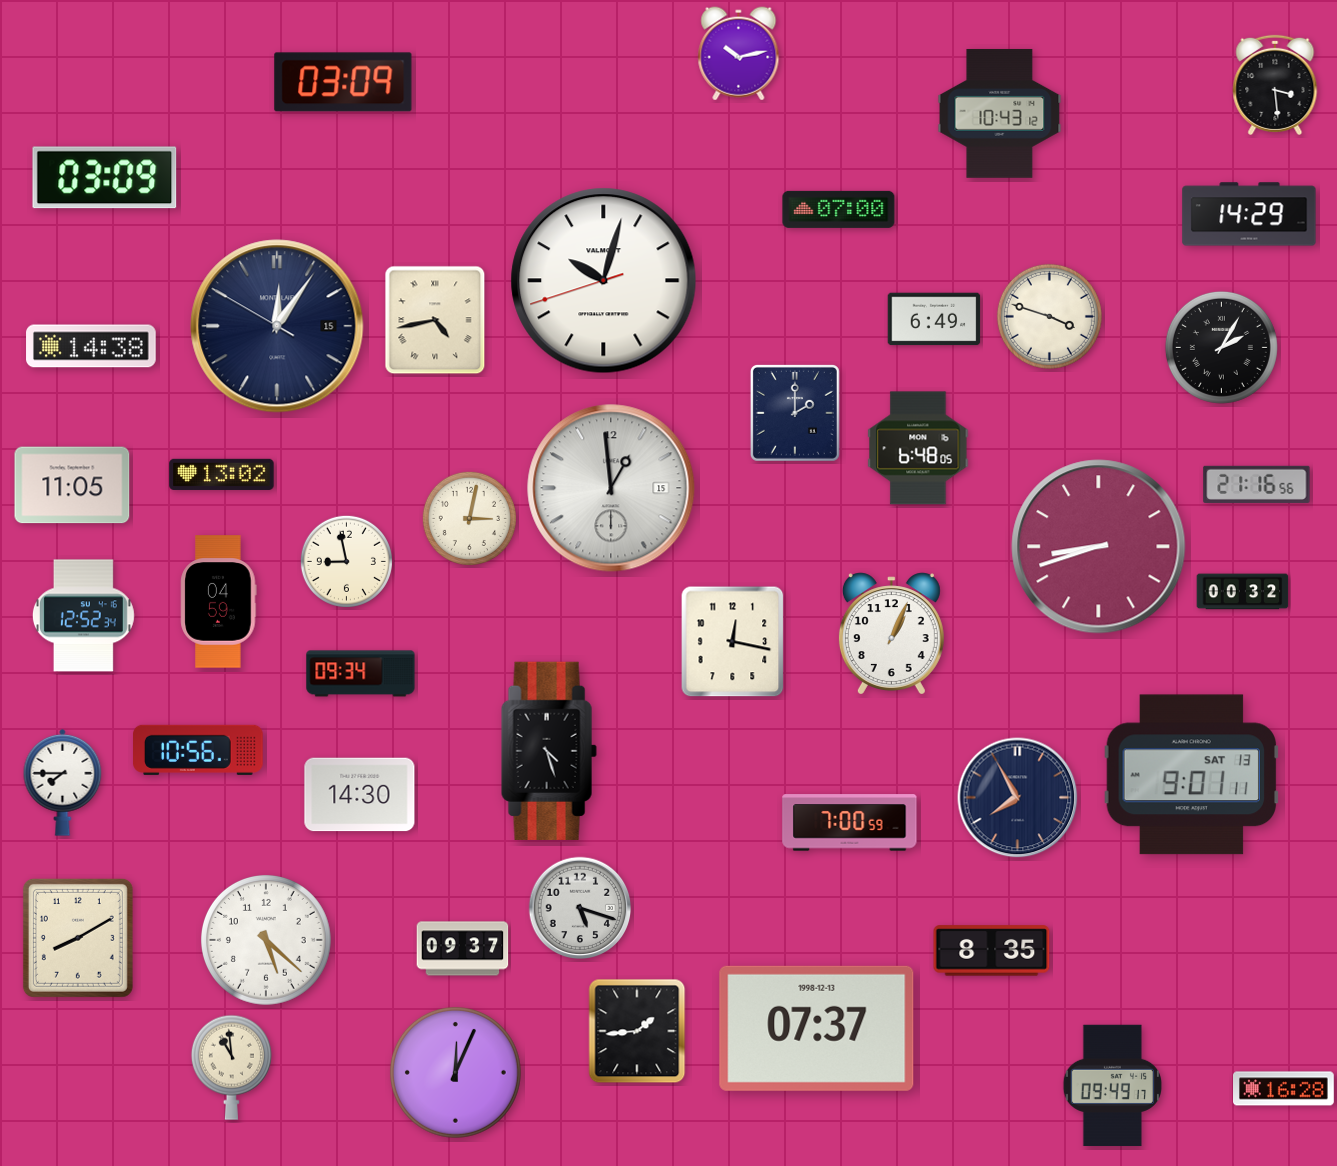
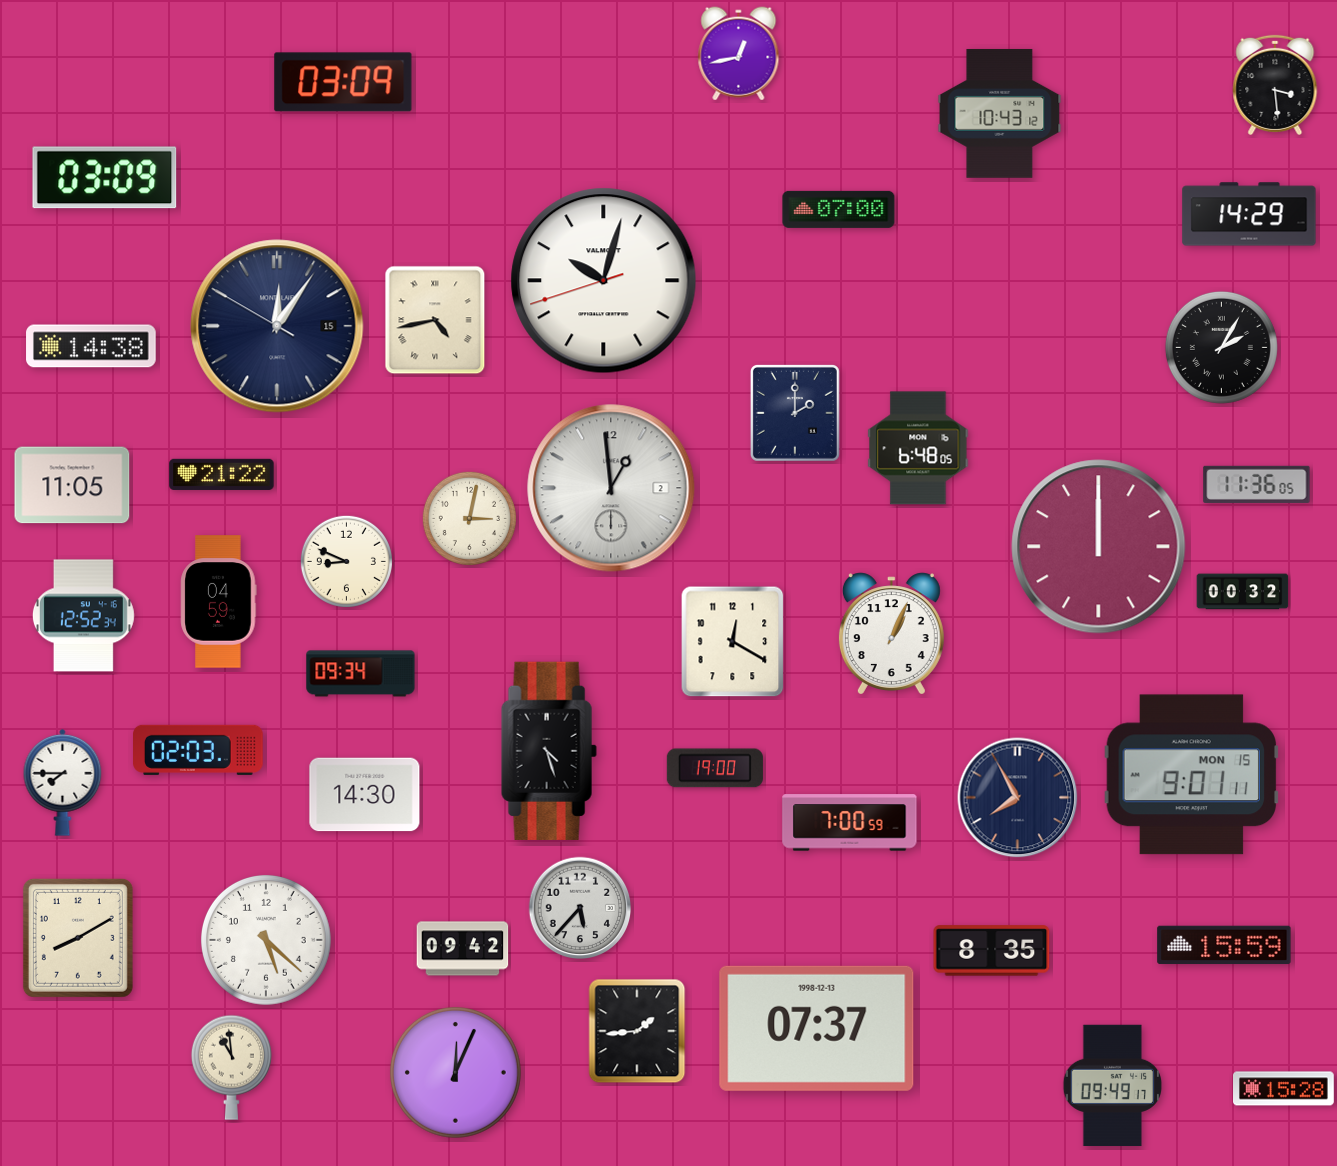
clock at (739, 54): 10:13 -> 12:43
clock at (1049, 316): 3:48 -> none
clock at (934, 319): 6:49 -> none
clock at (222, 474): 13:02 -> 21:22
clock at (1257, 484): 21:16 -> 11:36
clock at (611, 488) date: 15 -> 2
clock at (1099, 547): 8:42 -> 12:00
clock at (346, 561): 8:58 -> 8:49
clock at (733, 642): 12:17 -> 12:20
clock at (199, 750): 10:56 -> 02:03
clock at (715, 768): none -> 19:00
clock at (1191, 775) date: SAT 13 -> MON 15
clock at (360, 795) position: (360, 795) -> (365, 795)
clock at (580, 908): 5:18 -> 5:37
clock at (1224, 945): none -> 15:59
clock at (463, 949): 09:37 -> 09:42
clock at (1284, 1089): 16:28 -> 15:28
